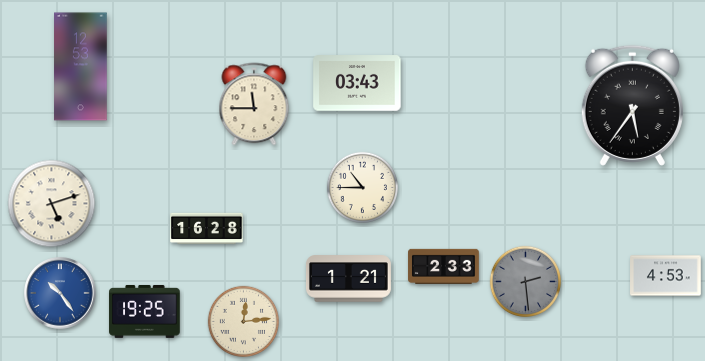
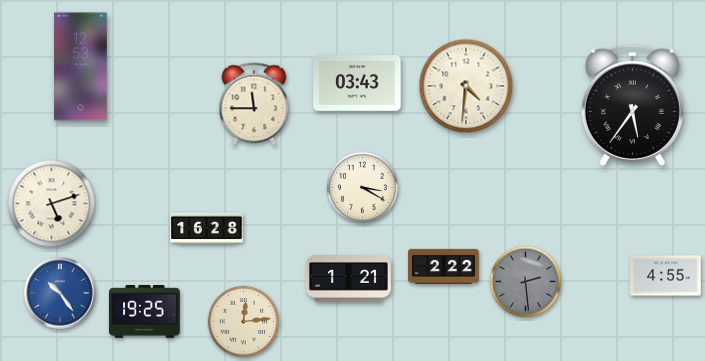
clock at (466, 86): none -> 4:31
clock at (362, 187): 10:45 -> 3:20
clock at (444, 266): 2:33 -> 2:22
clock at (666, 276): 4:53 -> 4:55
